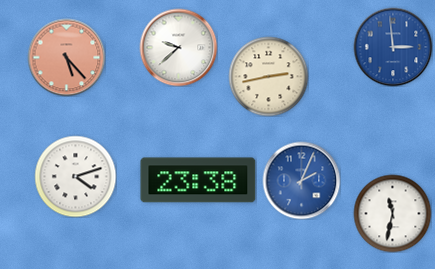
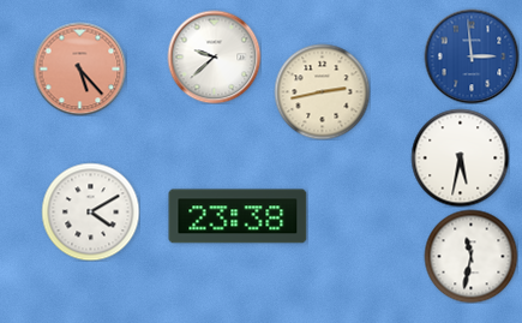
clock at (460, 157): none -> 5:32
clock at (75, 176): 4:12 -> 4:10
clock at (301, 180): 2:04 -> none
